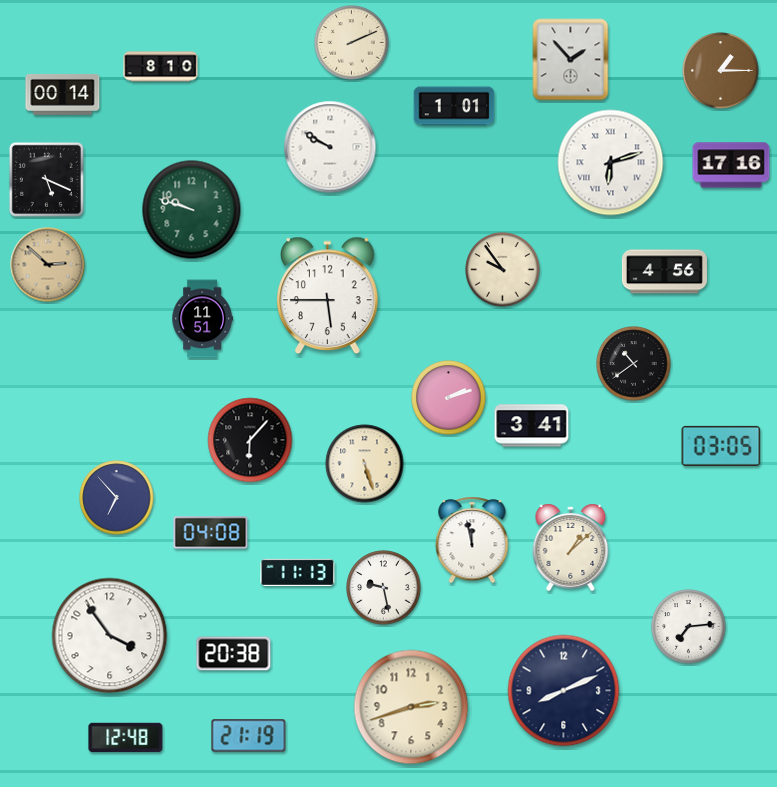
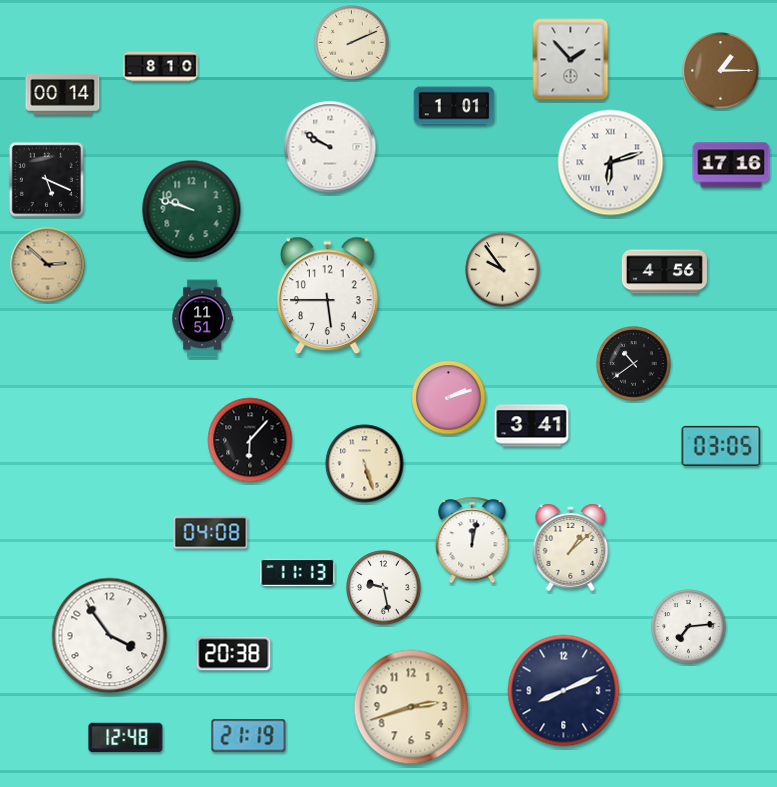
clock at (117, 498): 6:53 -> none
clock at (472, 540): 11:58 -> 12:02
